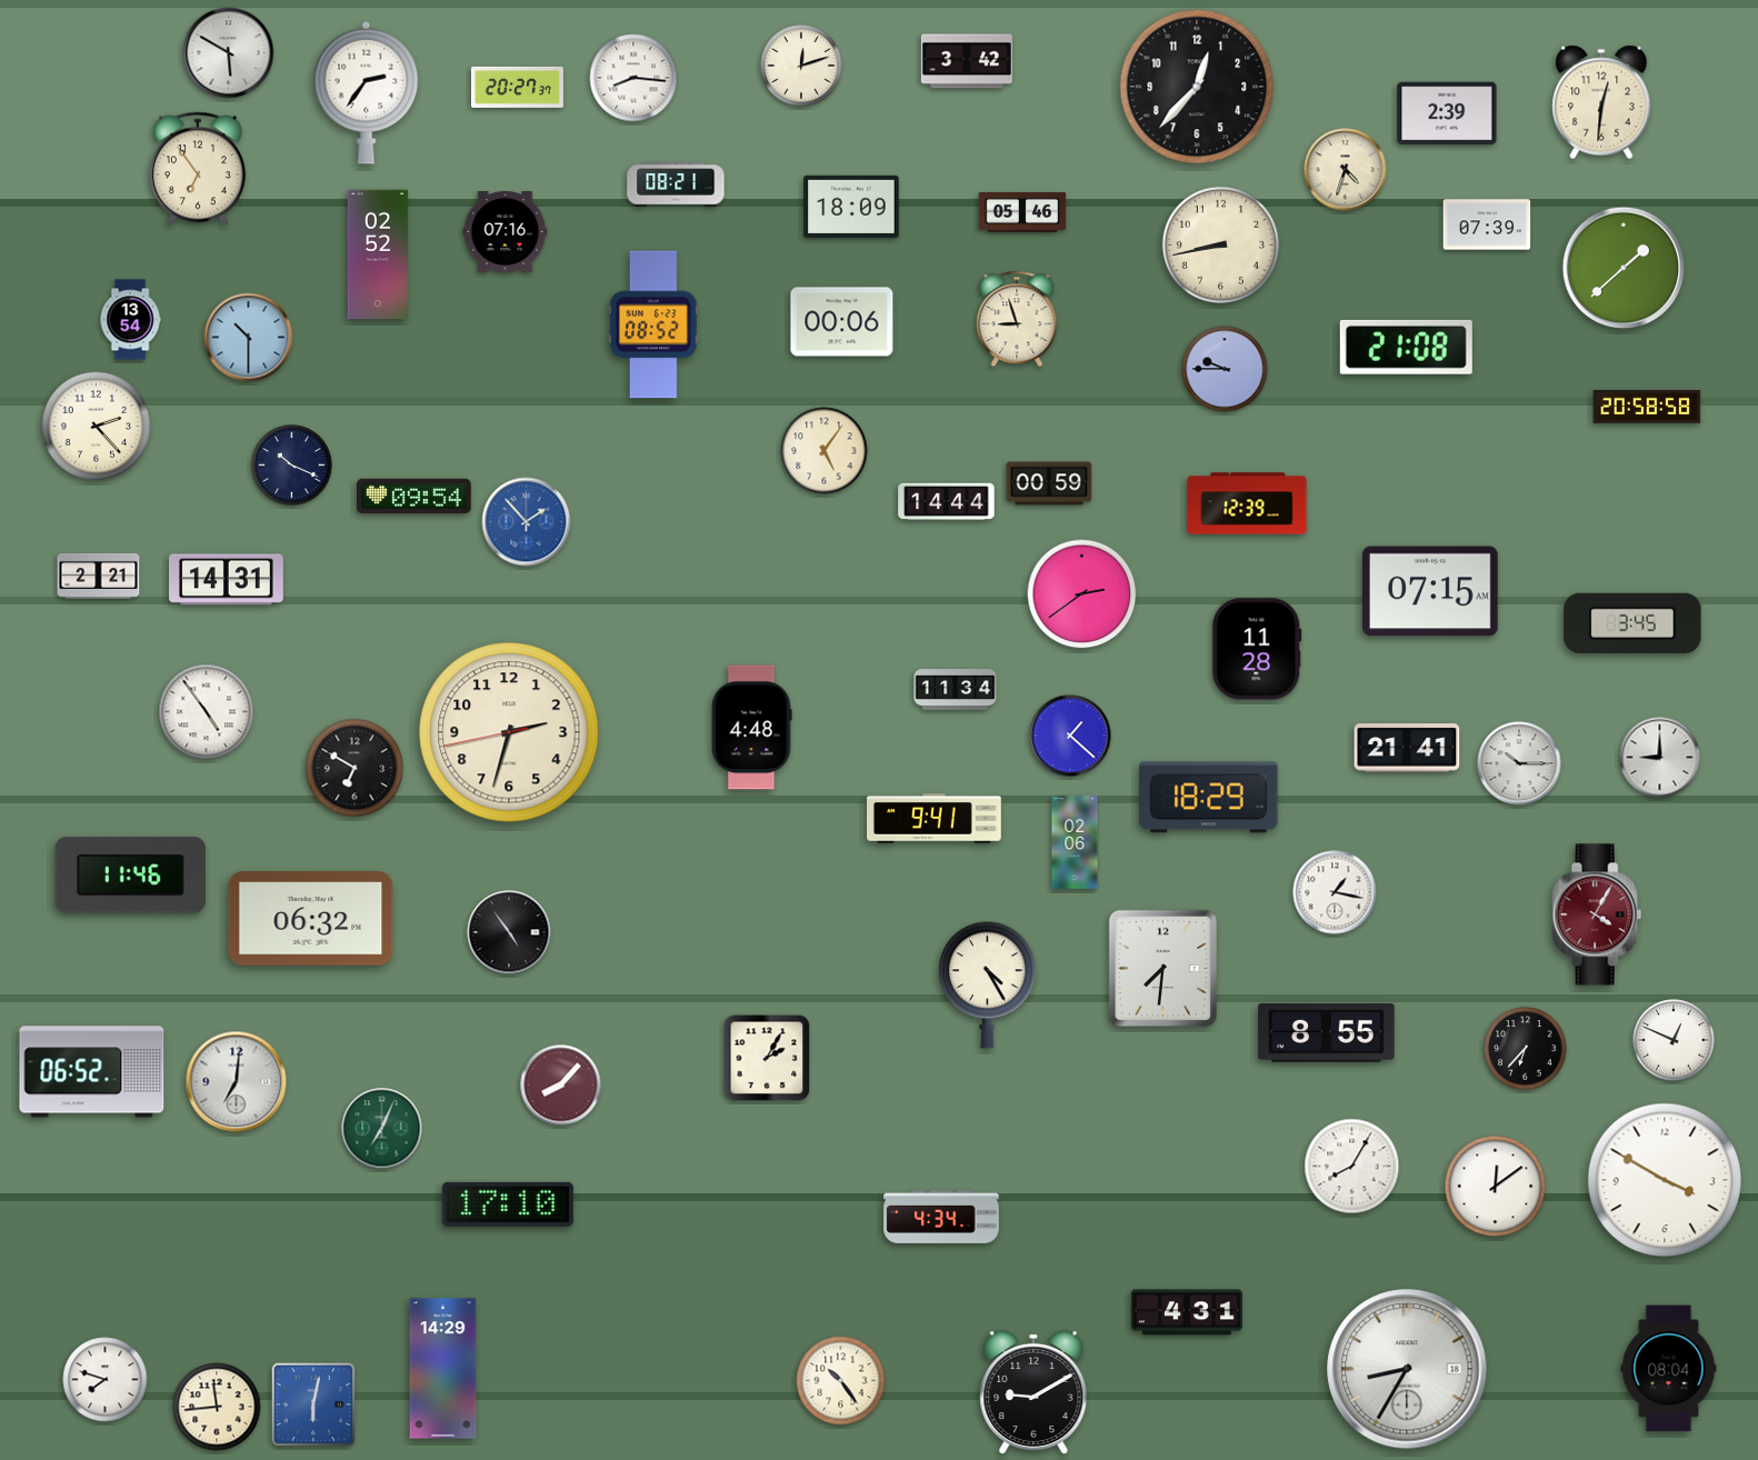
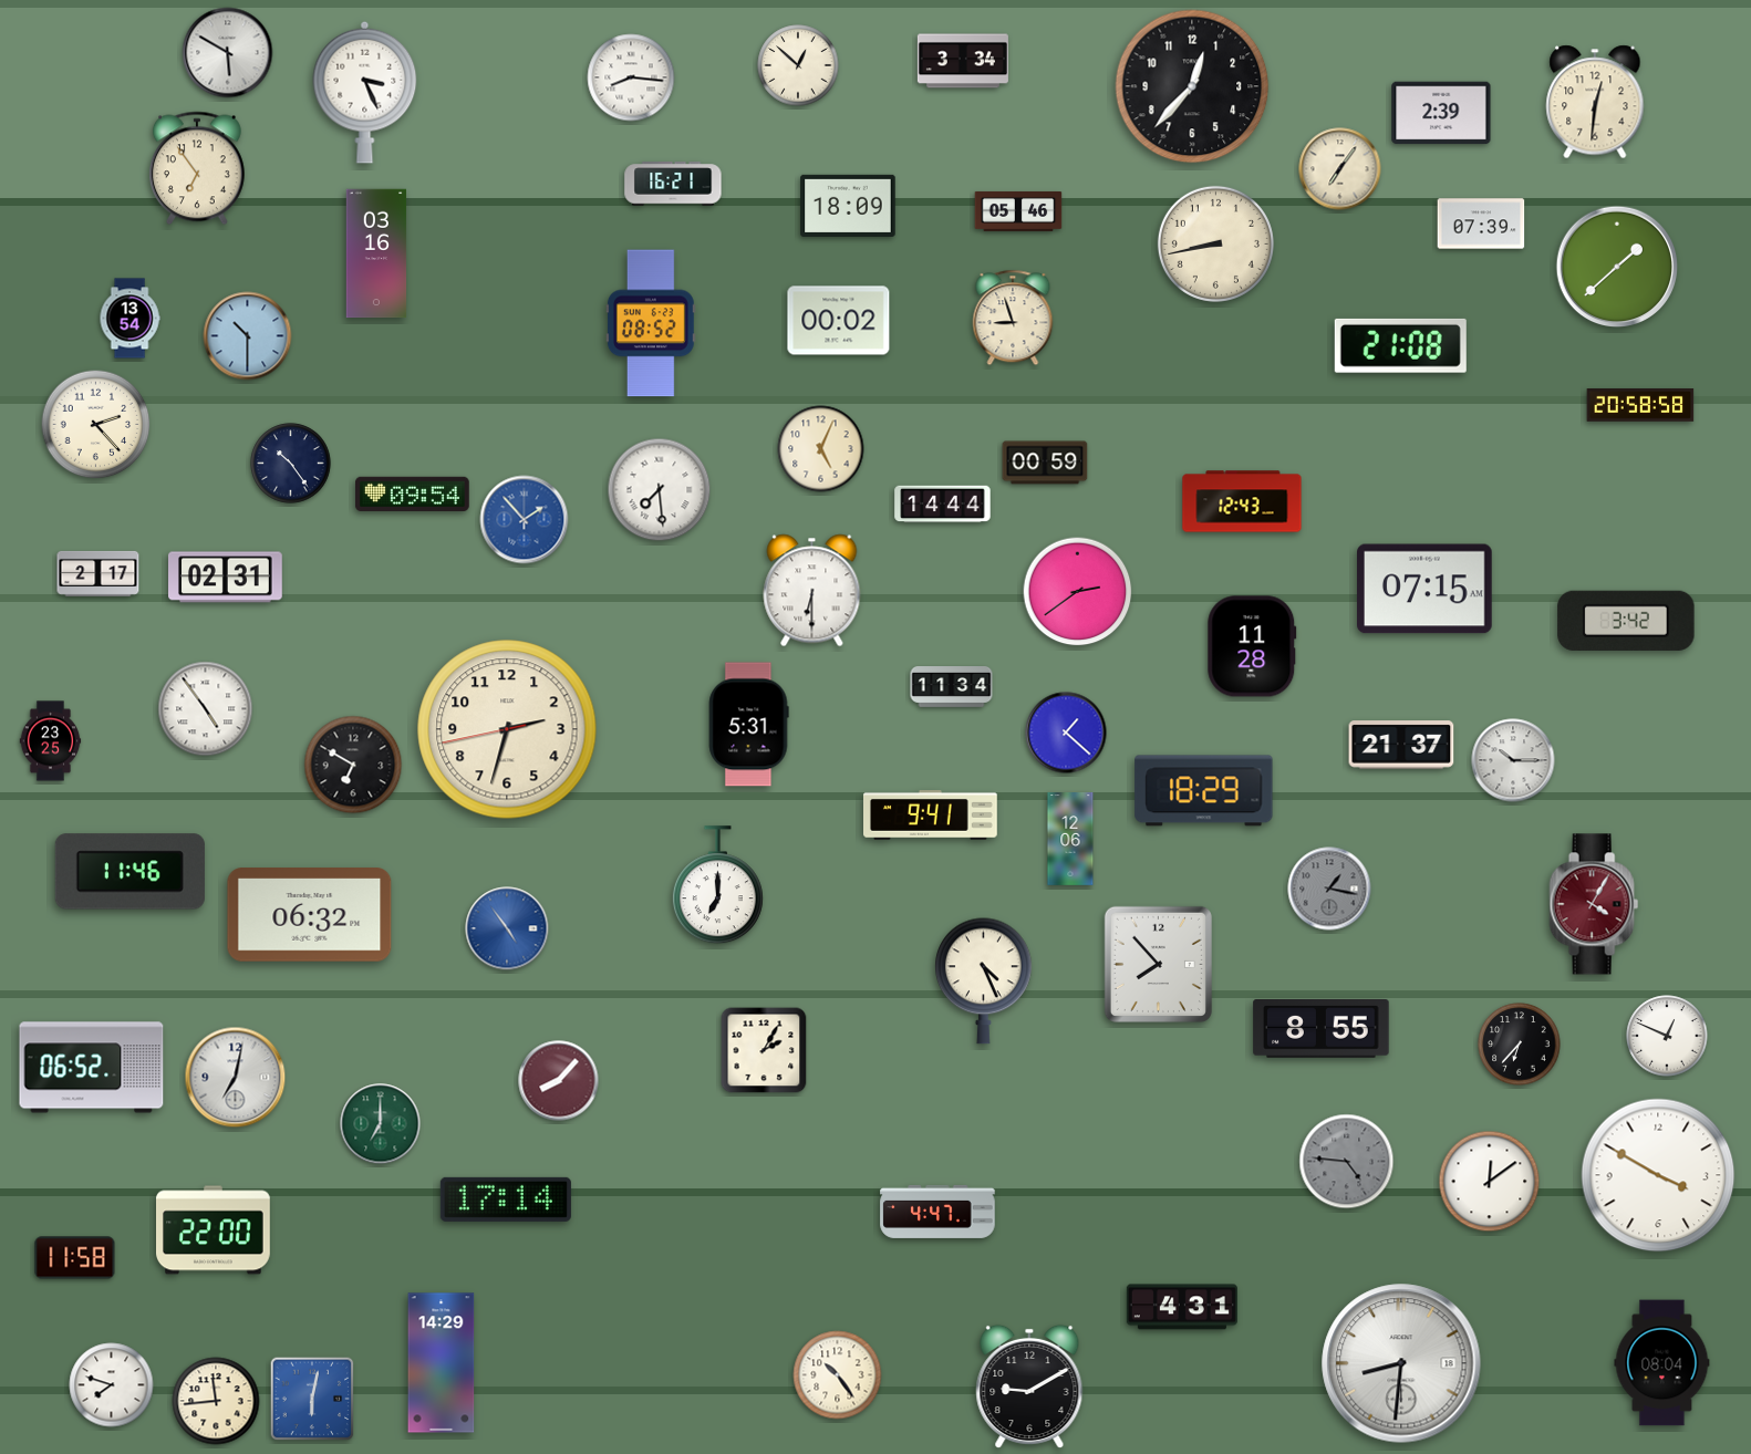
clock at (967, 61): 3:42 -> 3:34
clock at (801, 66): 12:12 -> 12:52
clock at (517, 87): 20:27 -> none
clock at (367, 92): 2:36 -> 3:26
clock at (1346, 170): 4:33 -> 7:06
clock at (676, 184): 08:21 -> 16:21
clock at (506, 232): 07:16 -> none
clock at (378, 254): 02:52 -> 03:16
clock at (842, 322): 00:06 -> 00:02
clock at (1225, 369): 9:45 -> none
clock at (825, 451): 5:06 -> 5:04
clock at (292, 466): 10:19 -> 10:24
clock at (1049, 483) position: (1049, 483) -> (1045, 463)
clock at (660, 490): none -> 7:29
clock at (947, 502) position: (947, 502) -> (943, 505)
clock at (1247, 503): 12:39 -> 12:43
clock at (99, 576): 2:21 -> 2:17
clock at (227, 580): 14:31 -> 02:31
clock at (812, 591): none -> 6:30
clock at (1632, 623): 3:45 -> 3:42
clock at (751, 728): 4:48 -> 5:31
clock at (51, 741): none -> 23:25
clock at (1407, 748): 21:41 -> 21:37
clock at (1660, 758): 9:00 -> none
clock at (1209, 798) position: (1209, 798) -> (1204, 791)
clock at (1075, 843): 02:06 -> 12:06
clock at (717, 885): none -> 7:00
clock at (1335, 892) dial: white -> grey
clock at (1597, 914) position: (1597, 914) -> (1594, 904)
clock at (509, 932) dial: black -> blue
clock at (1162, 968): 7:31 -> 7:53
clock at (988, 986): 4:25 -> 4:26
clock at (767, 1058) position: (767, 1058) -> (764, 1050)
clock at (237, 1082): 7:01 -> 7:02
clock at (382, 1129): 7:04 -> 7:00
clock at (1352, 1167): 8:05 -> 4:46
clock at (1352, 1167) dial: white -> grey
clock at (508, 1204): 17:10 -> 17:14
clock at (941, 1217): 4:34 -> 4:47
clock at (214, 1230): none -> 22:00
clock at (75, 1258): none -> 11:58
clock at (1407, 1369): 8:35 -> 8:31
clock at (106, 1380) position: (106, 1380) -> (112, 1385)
